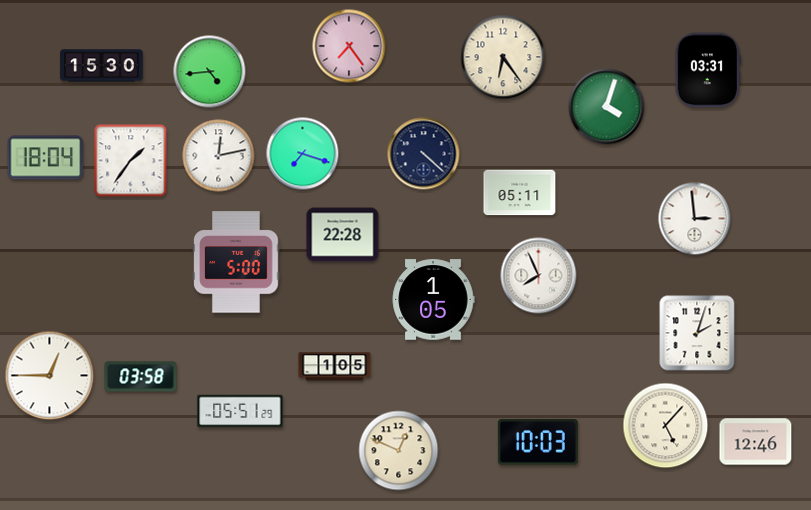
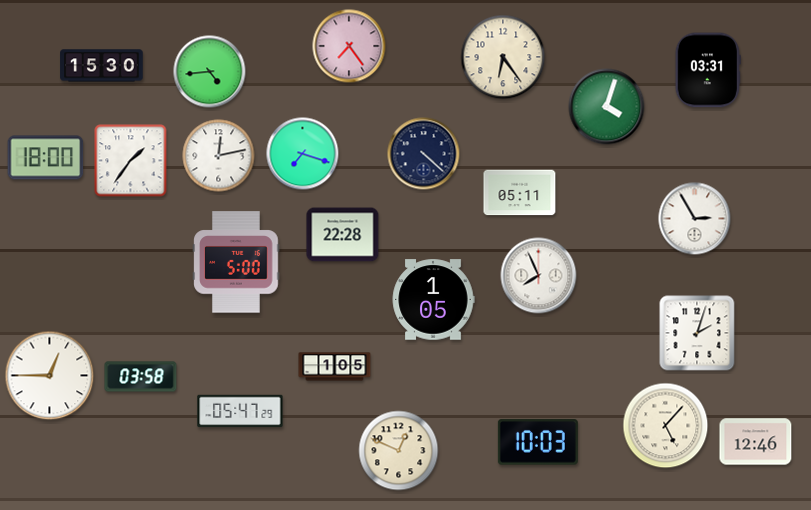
clock at (46, 158): 18:04 -> 18:00
clock at (695, 219): 2:59 -> 2:55
clock at (240, 411): 05:51 -> 05:47
